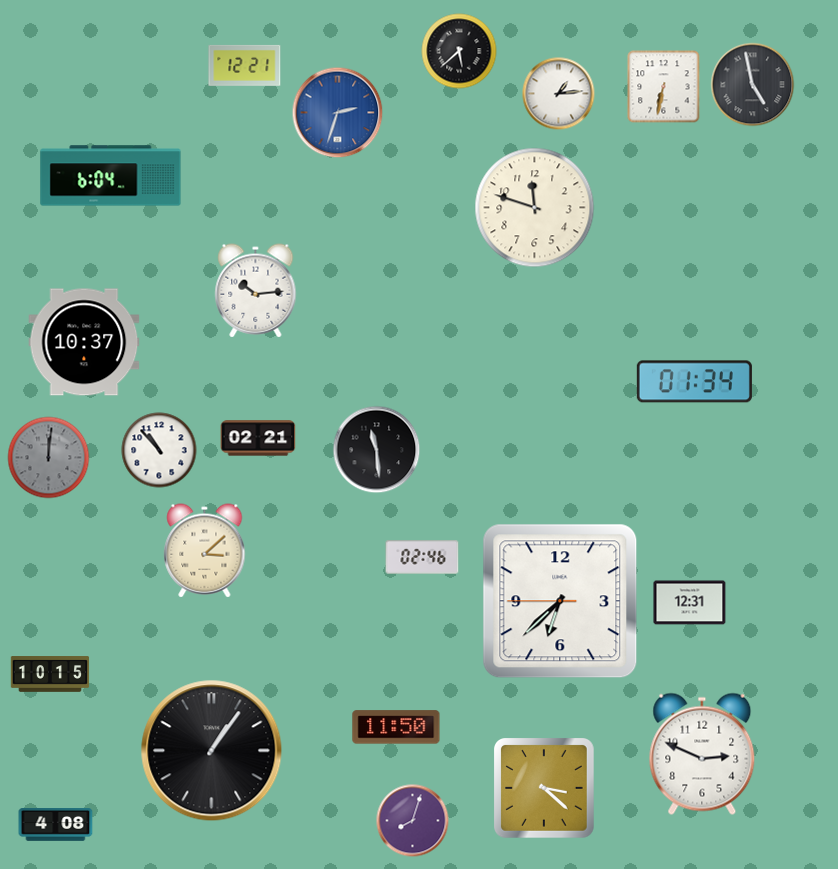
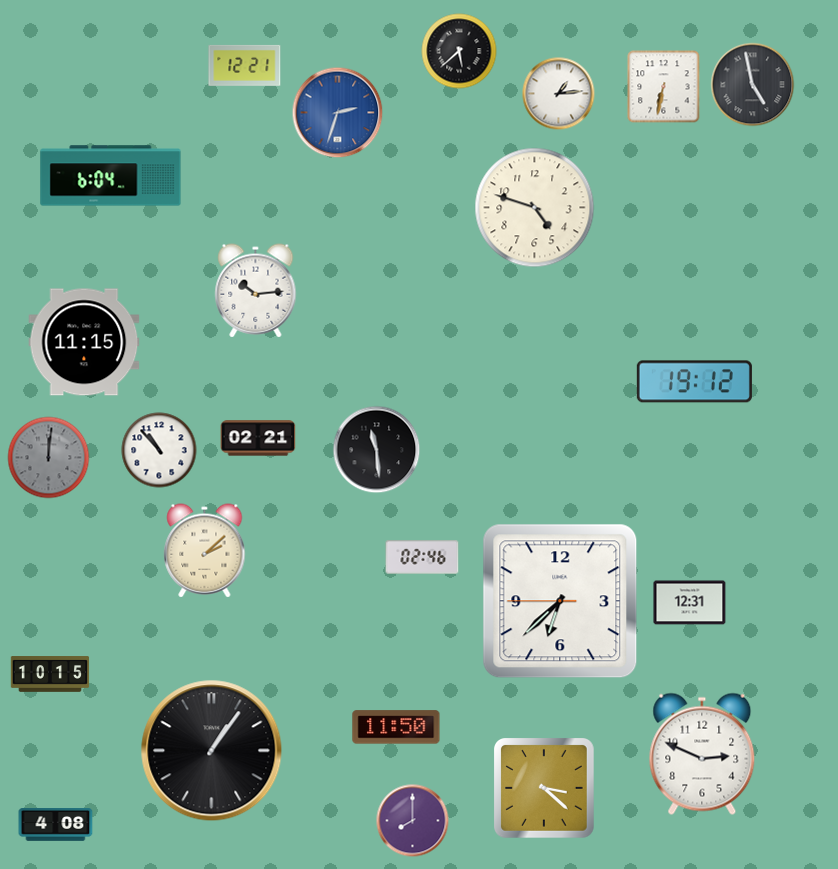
clock at (535, 208): 11:48 -> 4:48
clock at (84, 342): 10:37 -> 11:15
clock at (694, 382): 01:34 -> 19:12
clock at (205, 551): 3:08 -> 2:08
clock at (413, 821): 8:03 -> 8:00
